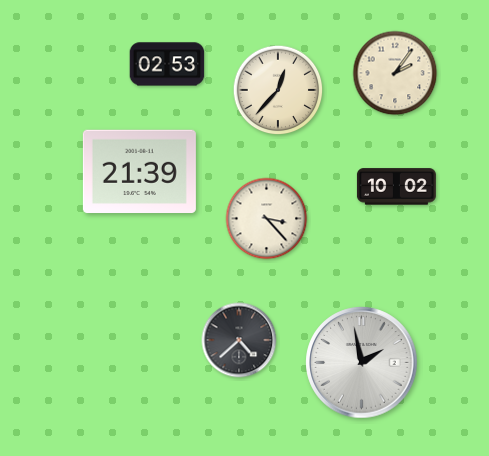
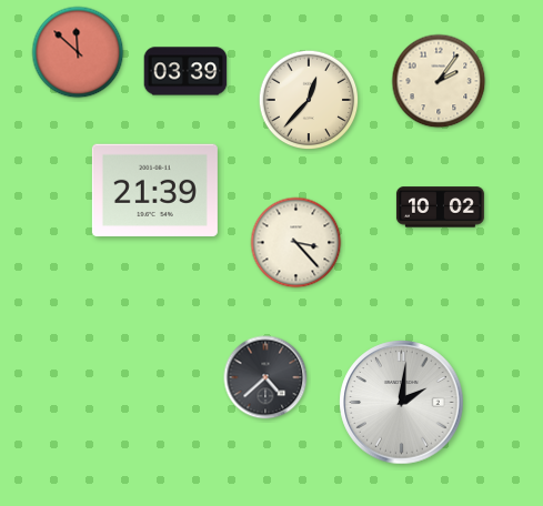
clock at (78, 52): none -> 11:52
clock at (167, 64): 02:53 -> 03:39
clock at (362, 363): 1:58 -> 2:01
